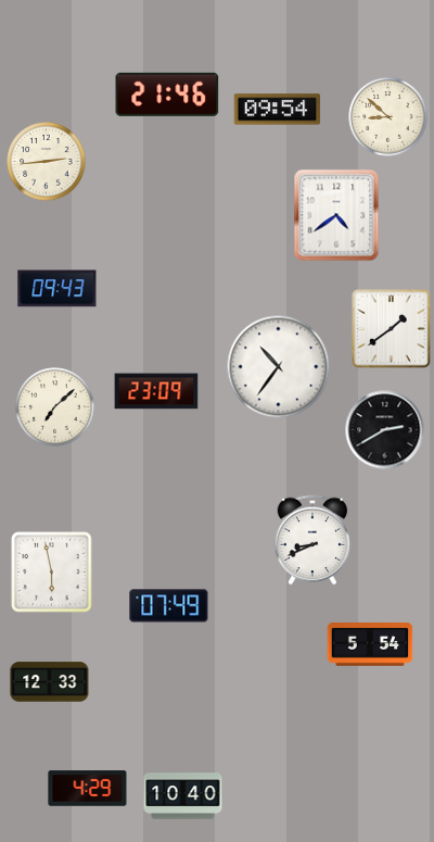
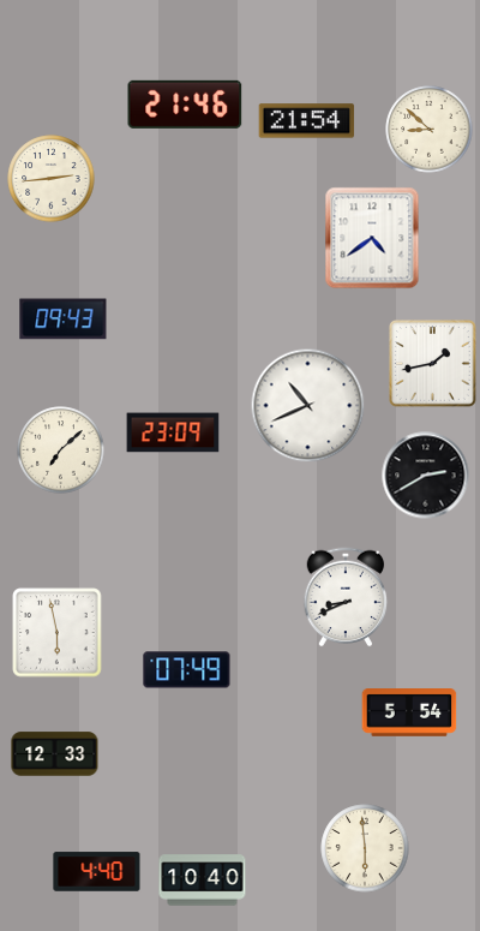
clock at (278, 110): 09:54 -> 21:54
clock at (392, 329): 1:39 -> 1:43
clock at (279, 367): 10:36 -> 10:41
clock at (365, 848): none -> 5:59
clock at (88, 789): 4:29 -> 4:40
